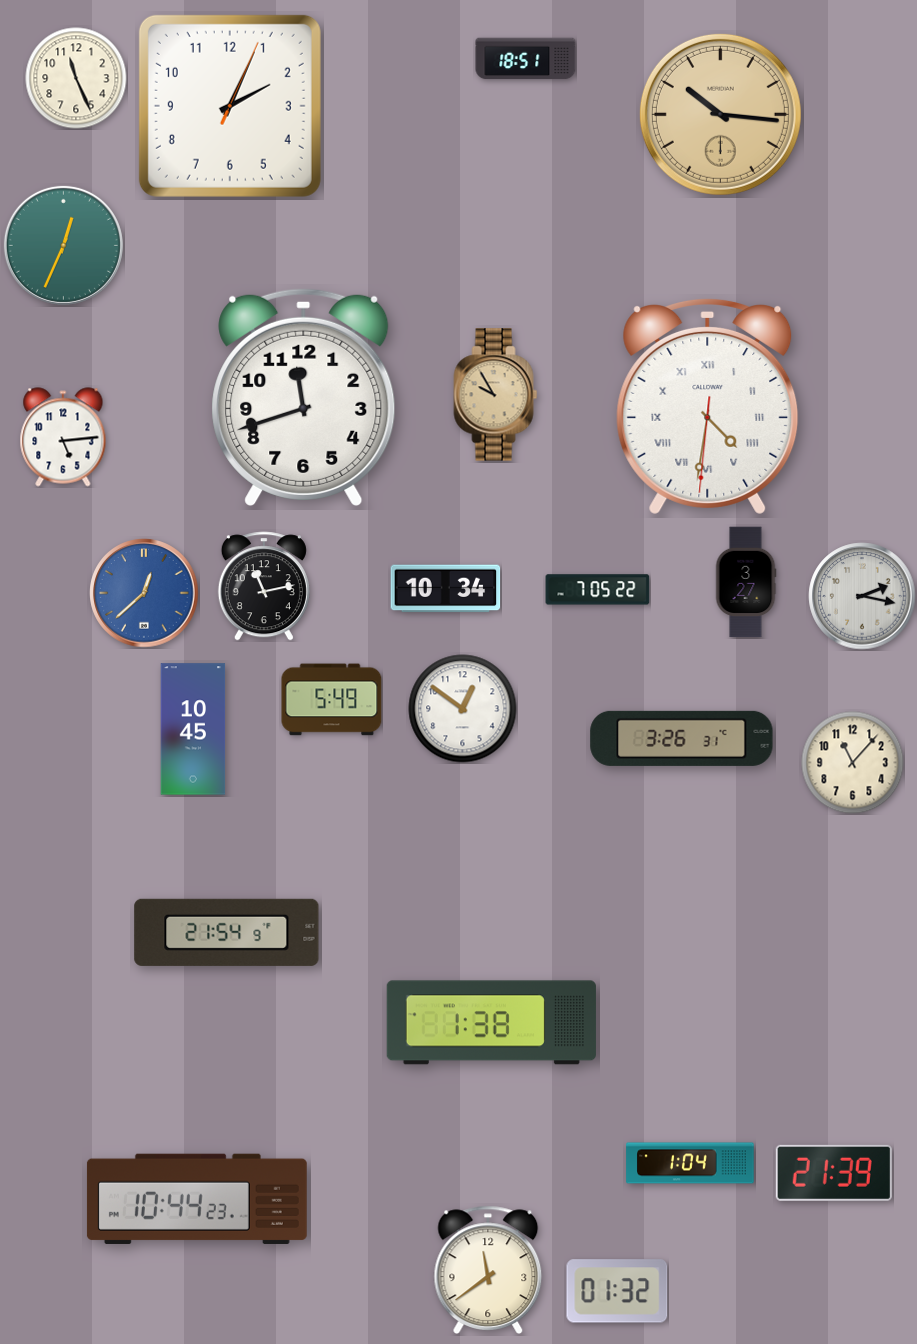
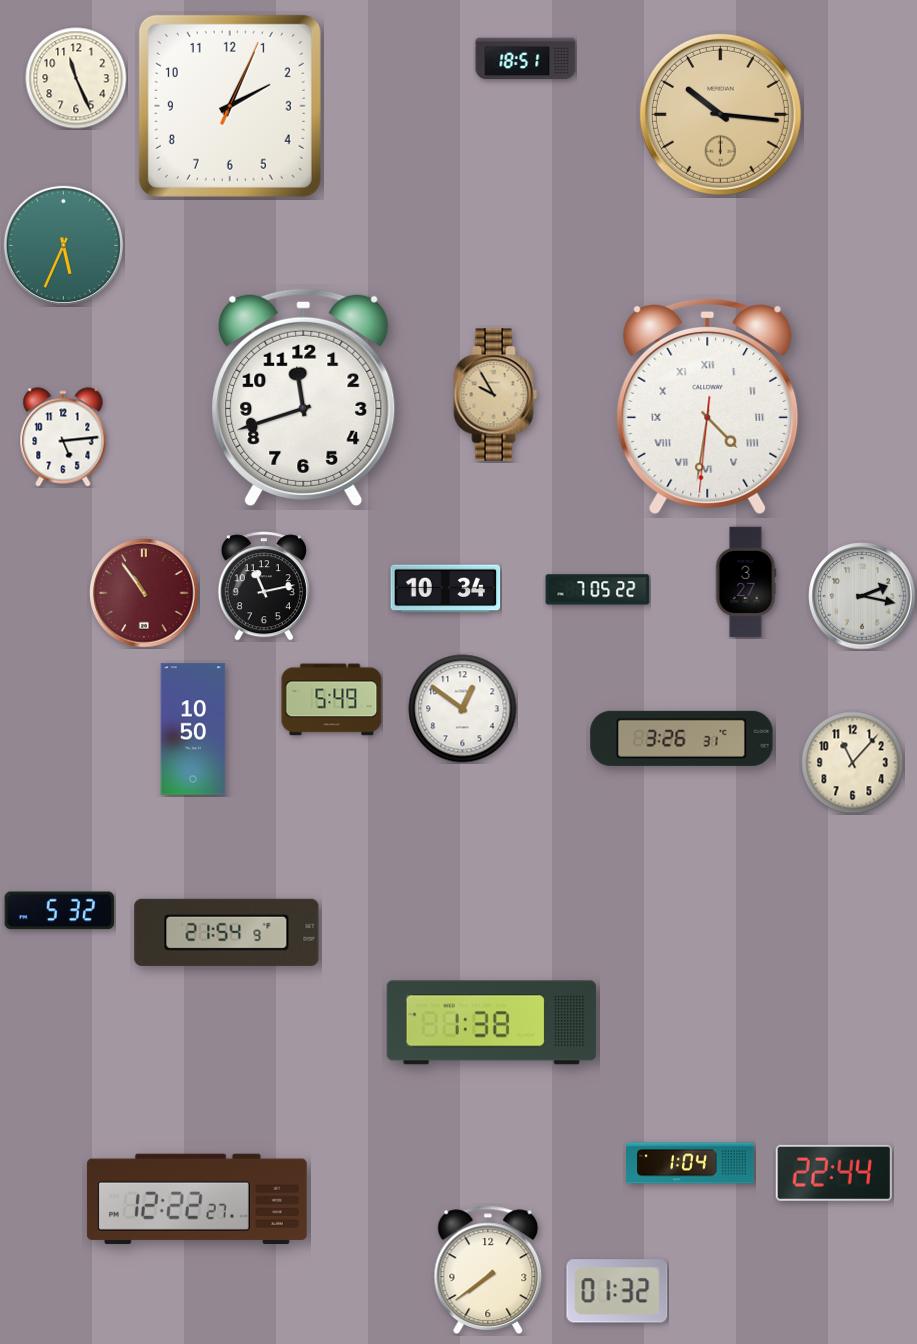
clock at (63, 245): 12:34 -> 5:34
clock at (144, 593): 12:38 -> 10:54
clock at (144, 593) dial: blue -> burgundy
clock at (193, 729): 10:45 -> 10:50
clock at (60, 911): none -> 5:32
clock at (834, 1173): 21:39 -> 22:44
clock at (197, 1199): 10:44 -> 12:22
clock at (488, 1270): 11:39 -> 7:39
